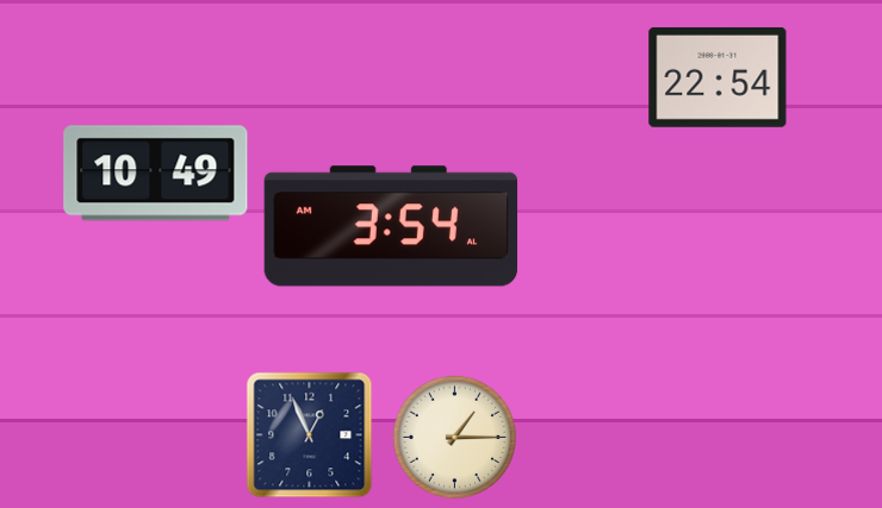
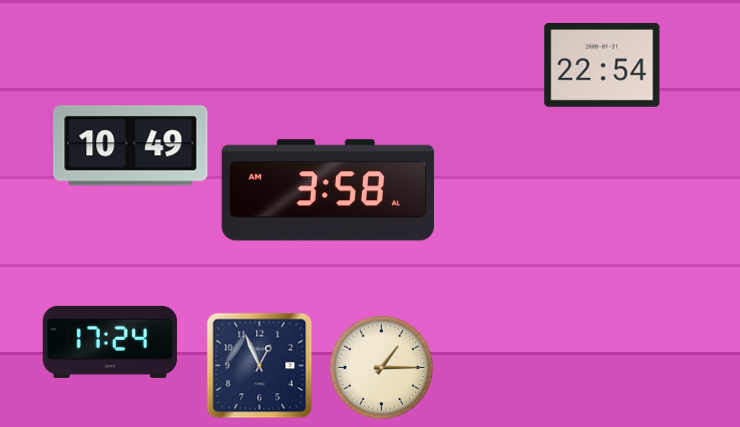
clock at (390, 226): 3:54 -> 3:58
clock at (110, 342): none -> 17:24
